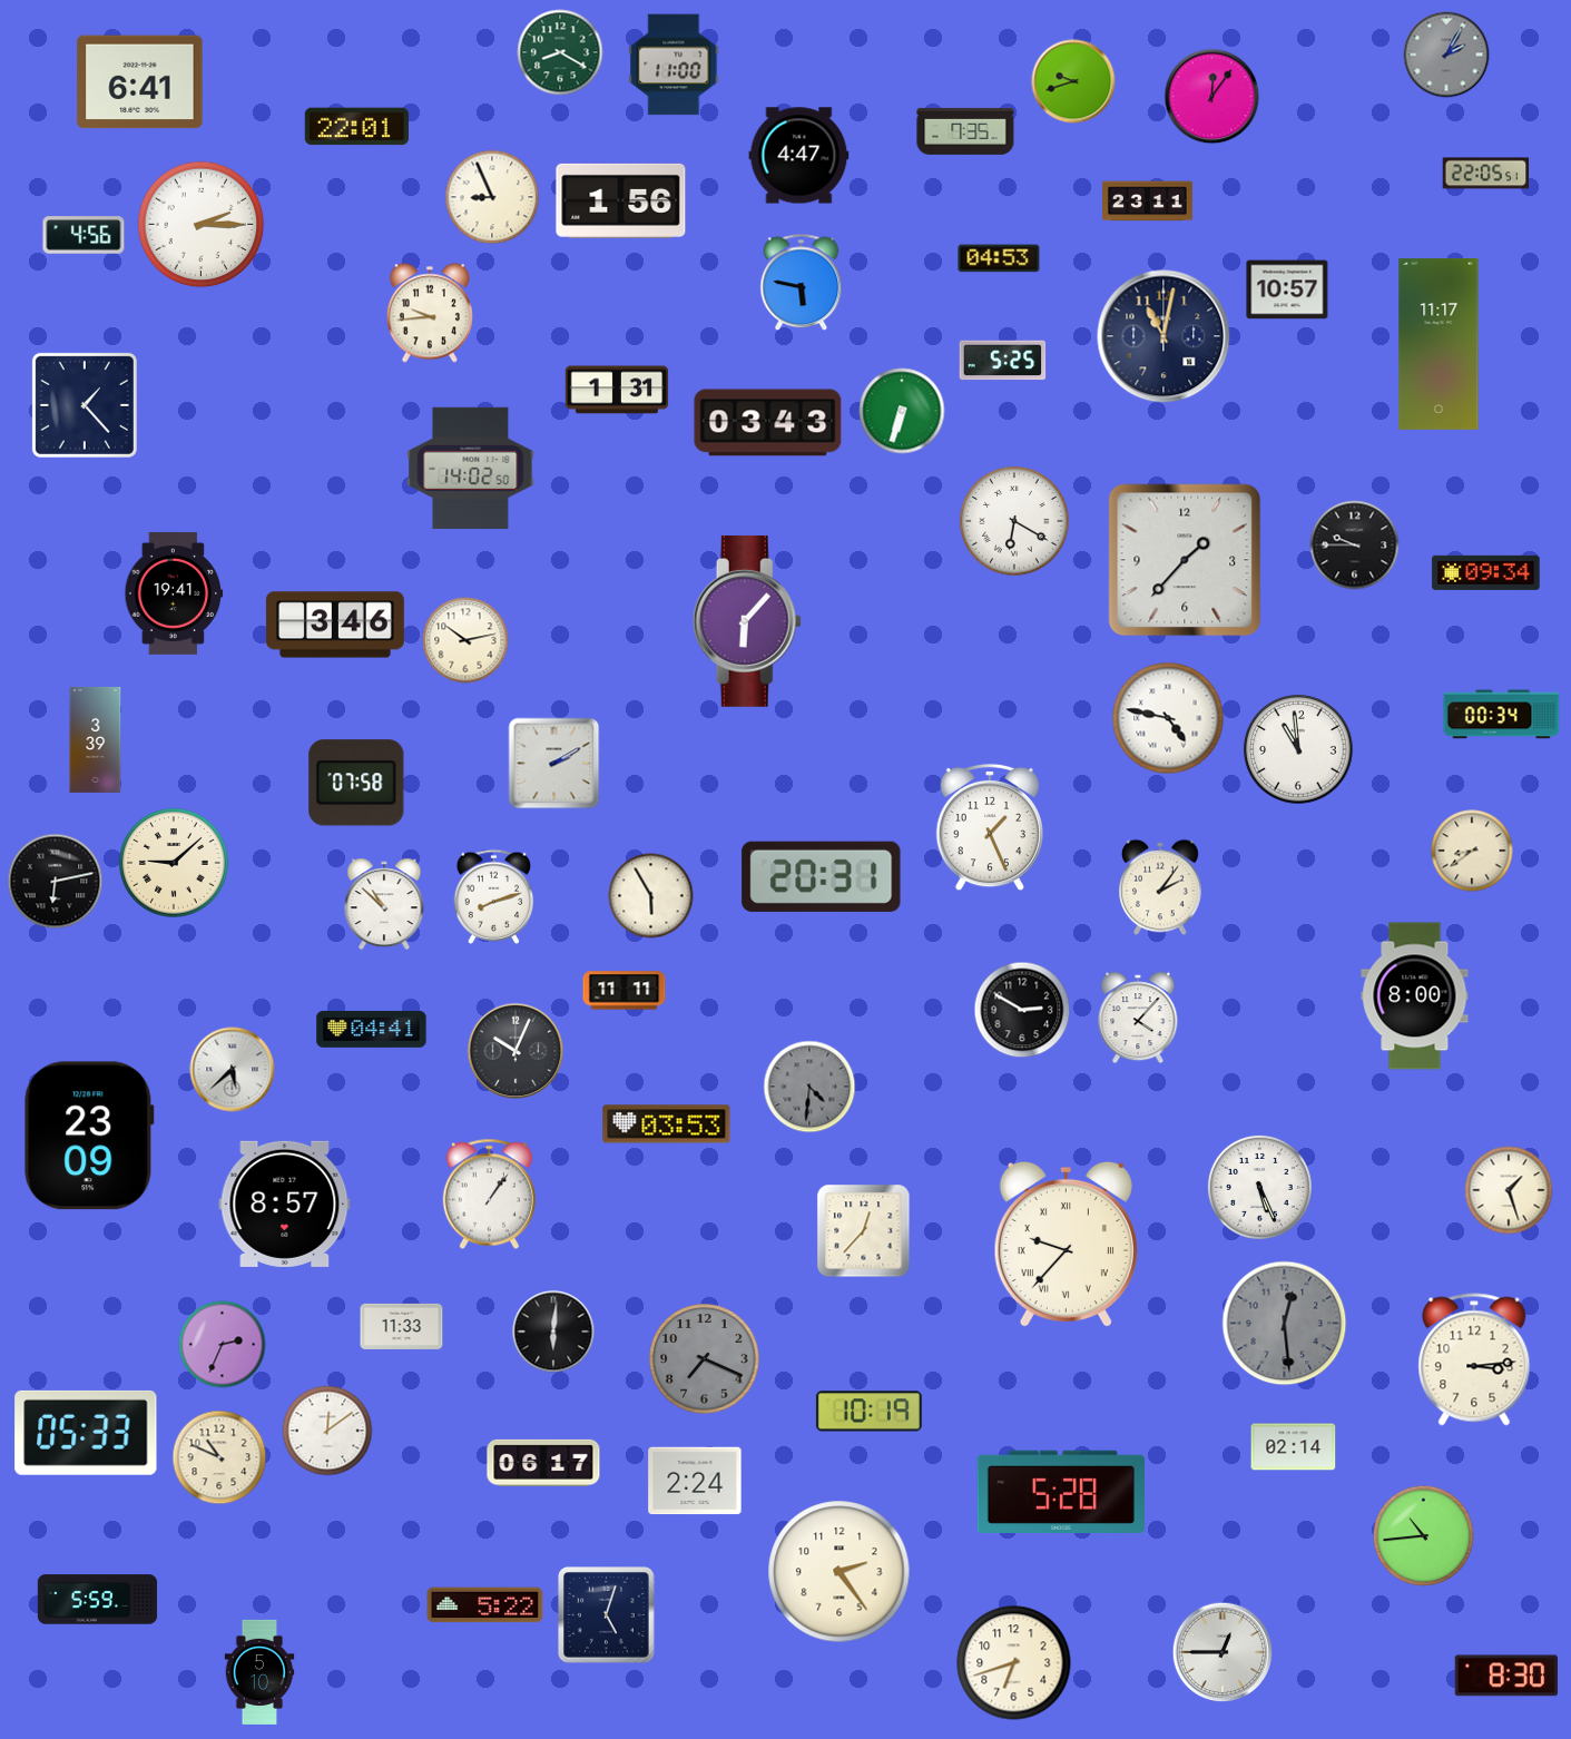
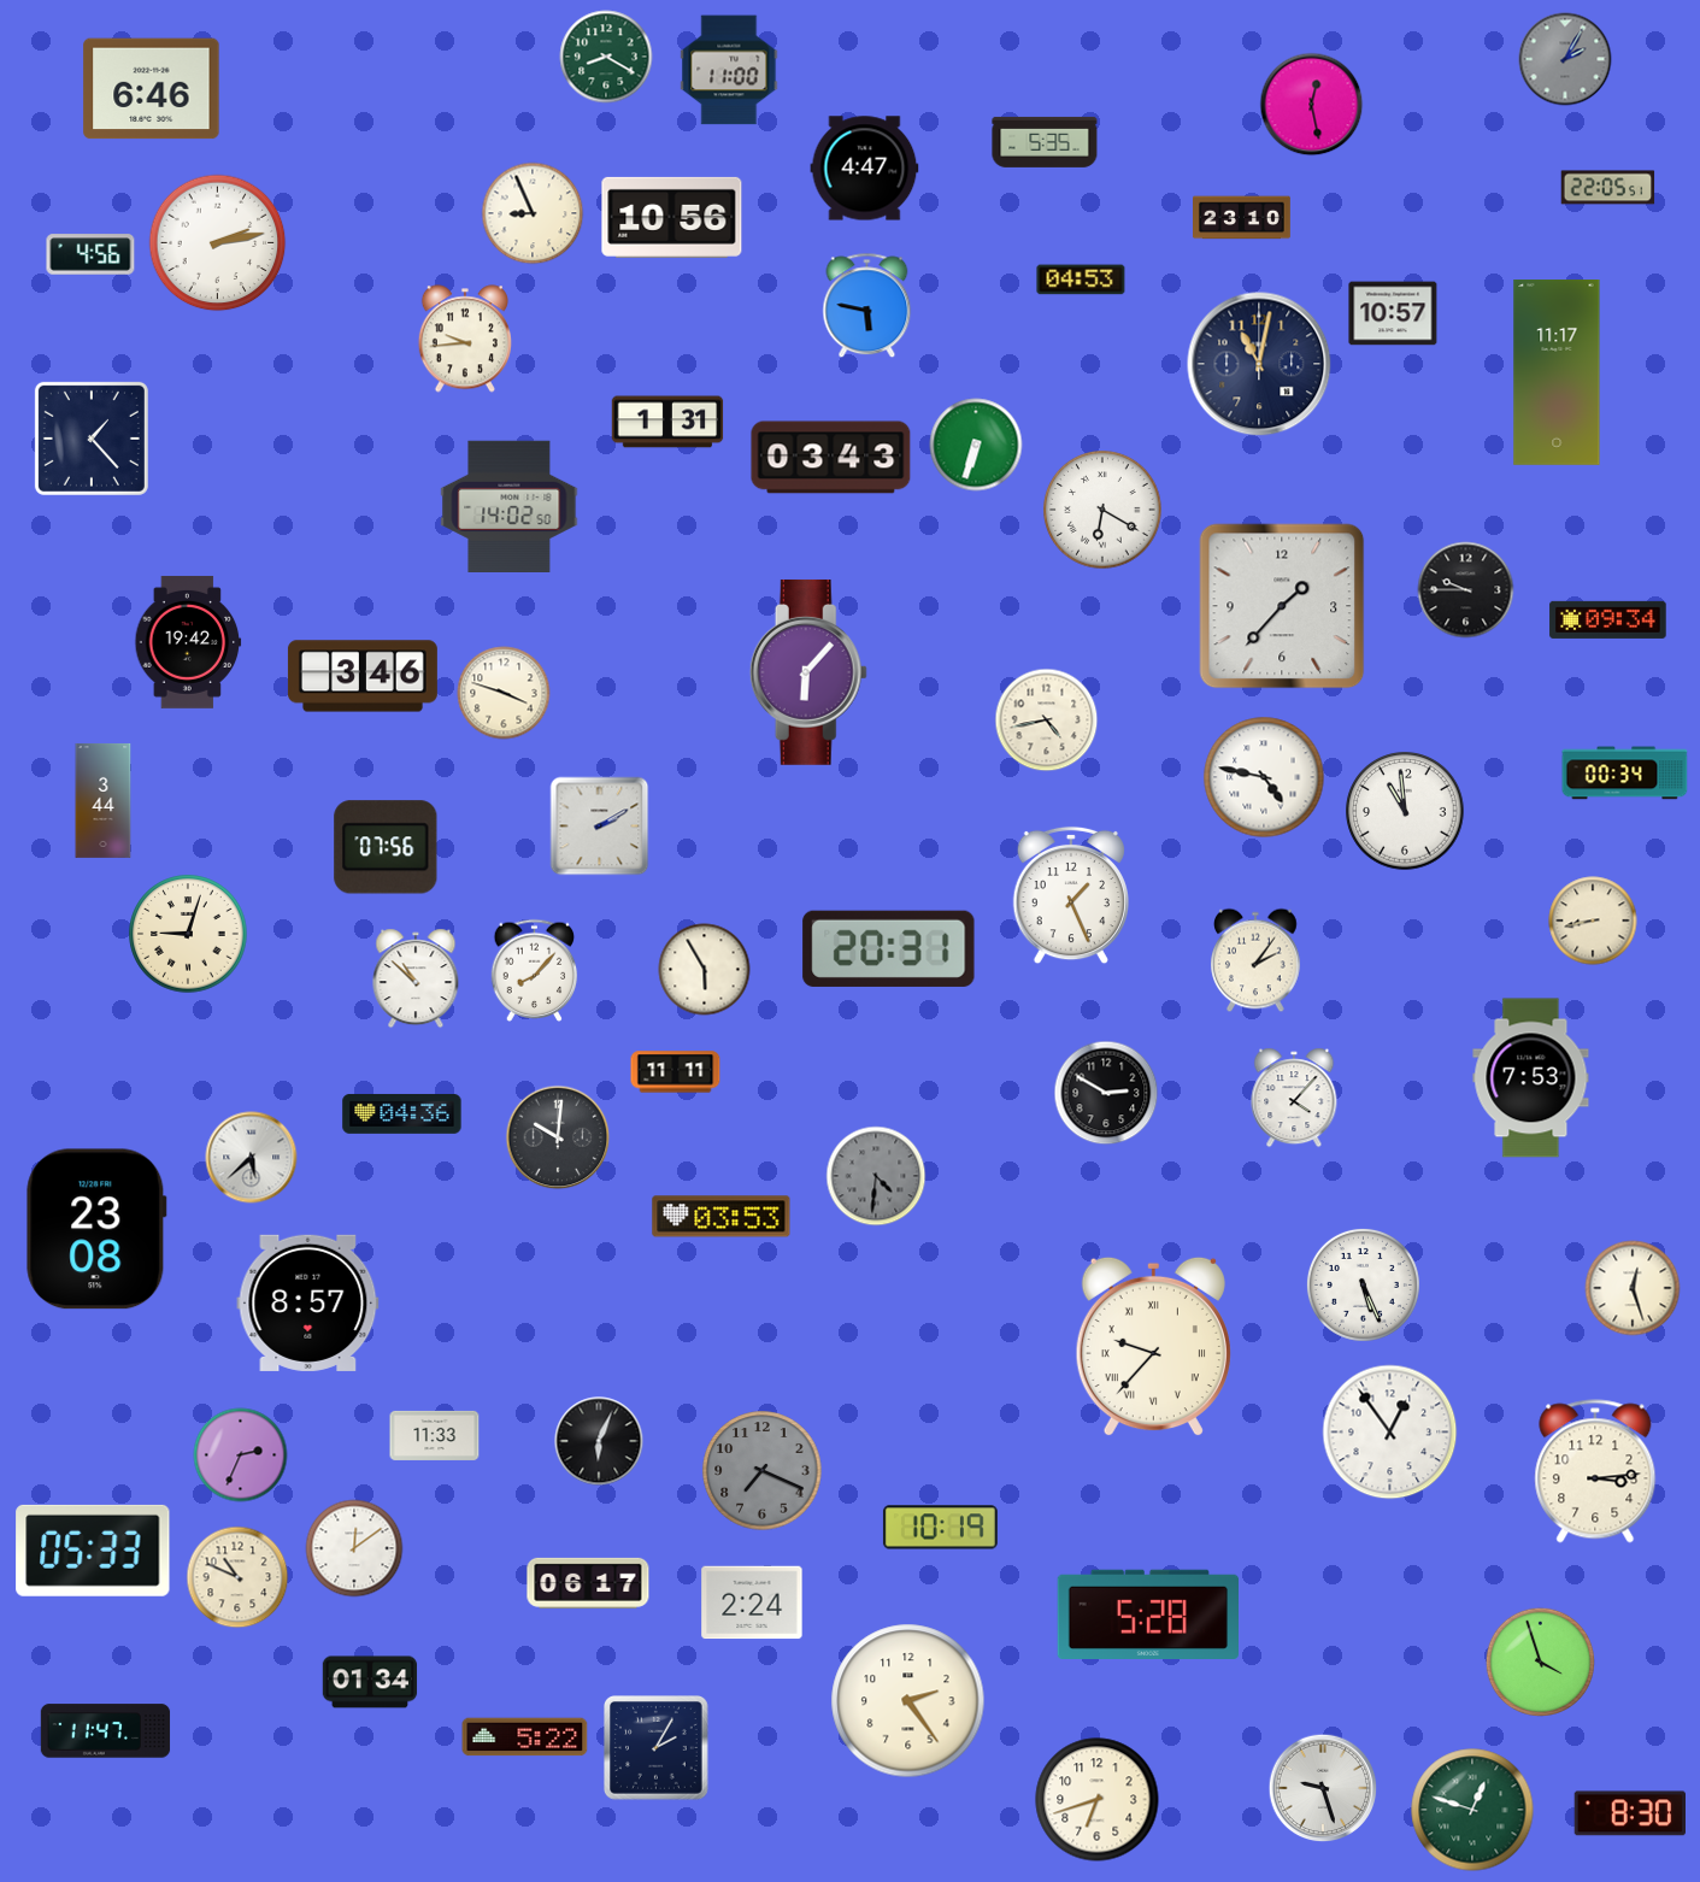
clock at (1073, 81): 9:42 -> none
clock at (140, 82): 6:41 -> 6:46
clock at (1212, 97): 12:06 -> 12:28
clock at (356, 127): 22:01 -> none
clock at (965, 131): 7:35 -> 5:35
clock at (621, 200): 1:56 -> 10:56
clock at (1148, 202): 23:11 -> 23:10
clock at (202, 225): 2:15 -> 2:13
clock at (1003, 361): 5:25 -> none
clock at (1014, 521) position: (1014, 521) -> (1102, 510)
clock at (174, 593): 19:41 -> 19:42
clock at (465, 640): 10:13 -> 3:48
clock at (1047, 721): none -> 4:43
clock at (96, 739): 3:39 -> 3:44
clock at (356, 783): 07:58 -> 07:56
clock at (1472, 851): 8:39 -> 8:43
clock at (174, 863): 9:08 -> 9:03
clock at (56, 882): 6:13 -> none
clock at (494, 896): 8:12 -> 8:07
clock at (1415, 996): 8:00 -> 7:53
clock at (1138, 1018) position: (1138, 1018) -> (1294, 1098)
clock at (372, 1029): 04:41 -> 04:36
clock at (516, 1051): 10:04 -> 10:01
clock at (89, 1136): 23:09 -> 23:08
clock at (1509, 1190): 1:27 -> 12:27
clock at (489, 1195): 1:06 -> none
clock at (864, 1231): 12:37 -> none
clock at (1285, 1324): 12:29 -> 12:54
clock at (1285, 1324) dial: grey -> white
clock at (553, 1332): 6:01 -> 6:04
clock at (1294, 1447): 02:14 -> none
clock at (1423, 1535): 10:44 -> 3:57
clock at (370, 1682): none -> 01:34
clock at (98, 1600): 5:59 -> 11:47
clock at (607, 1615): 5:03 -> 2:05
clock at (1223, 1652): 12:45 -> 9:27
clock at (259, 1672): 5:10 -> none
clock at (1472, 1810): none -> 12:48
